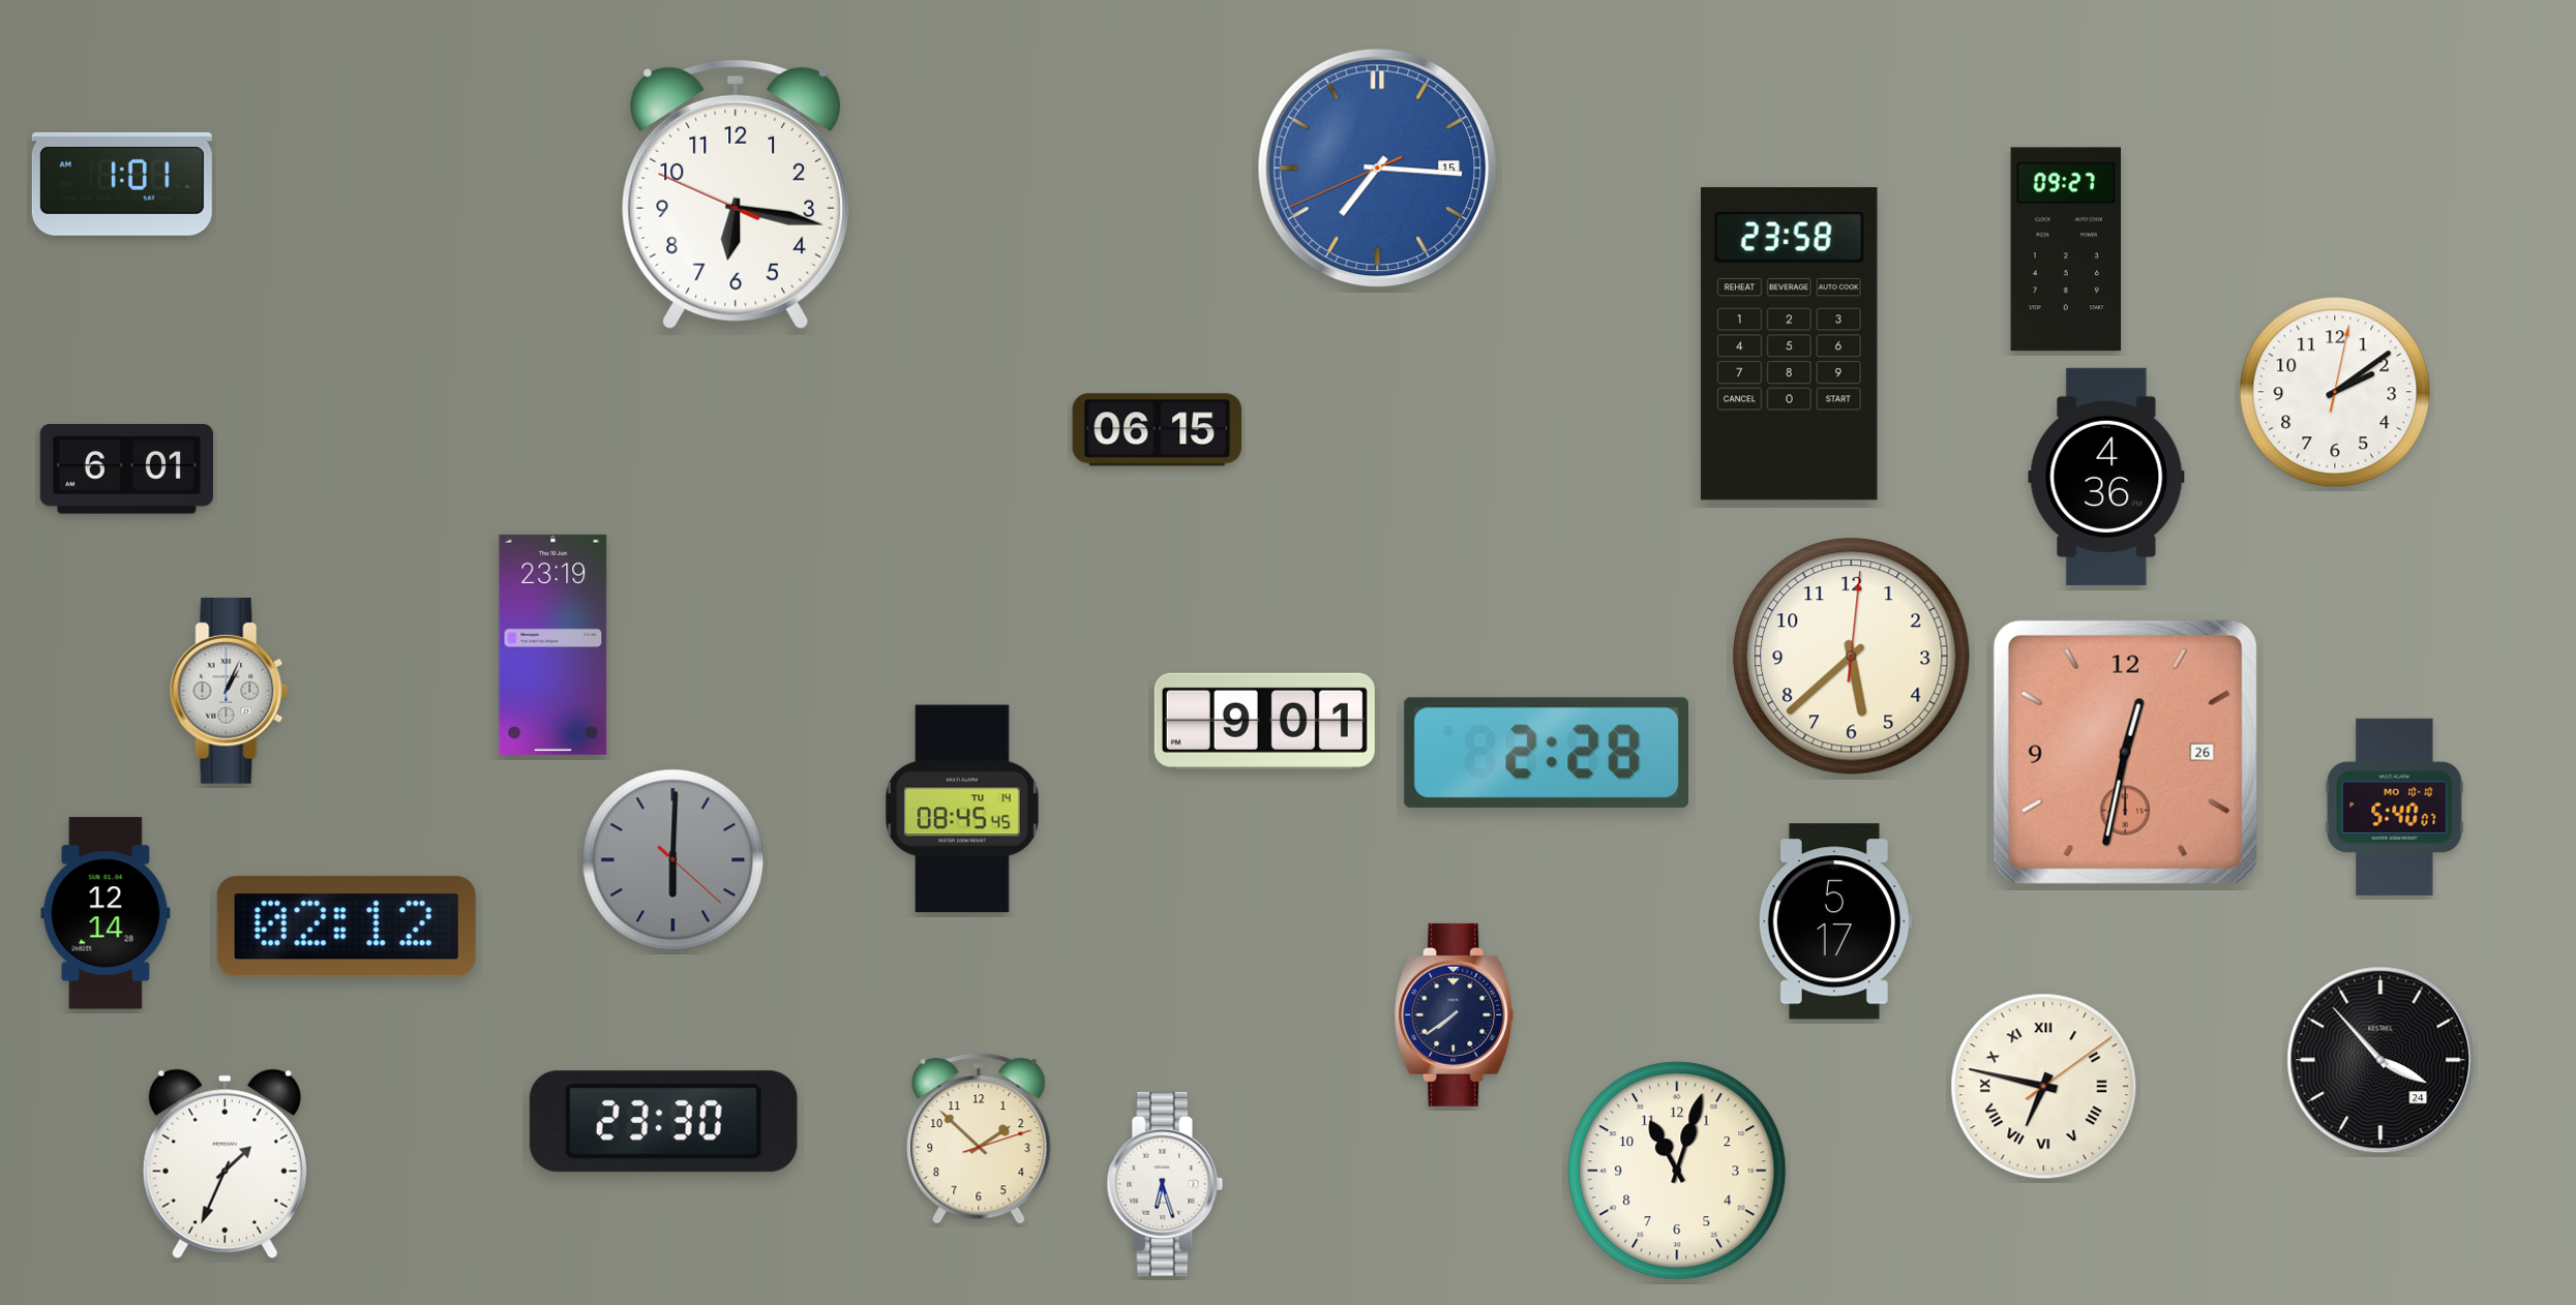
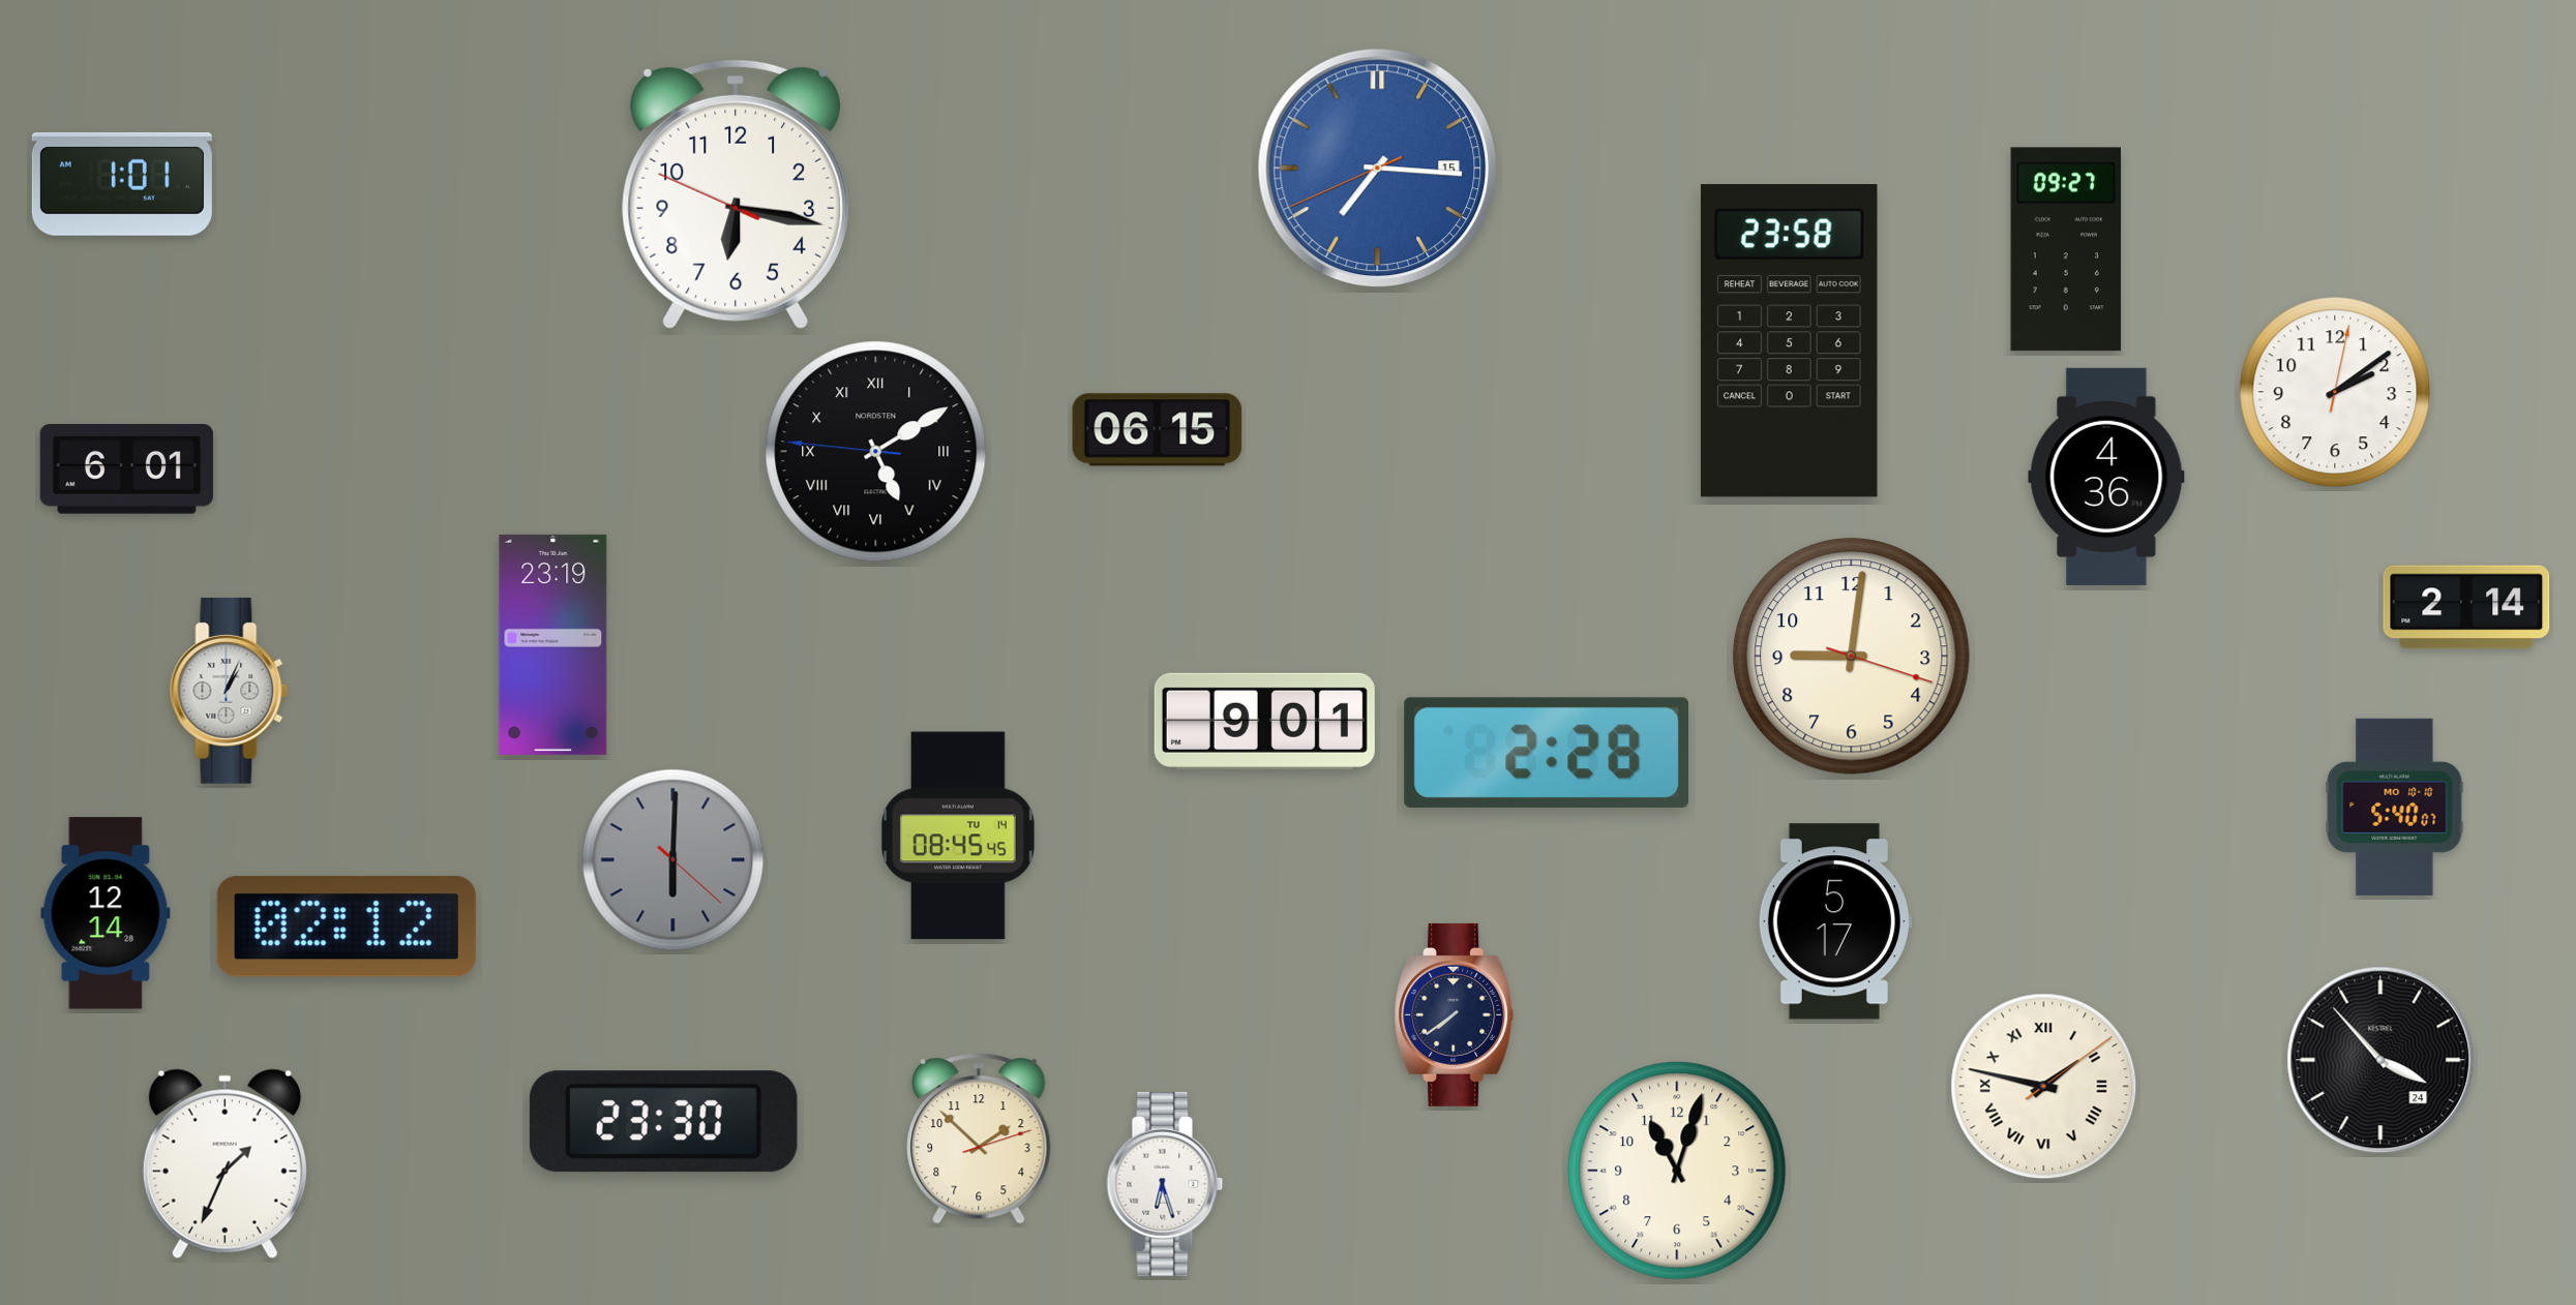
clock at (1789, 344) position: (1789, 344) -> (1789, 341)
clock at (876, 452): none -> 5:09
clock at (2466, 607): none -> 2:14
clock at (1852, 657): 5:38 -> 9:01
clock at (2125, 752): 12:32 -> none
clock at (962, 809) position: (962, 809) -> (958, 836)
clock at (2044, 1087): 6:47 -> 1:47
